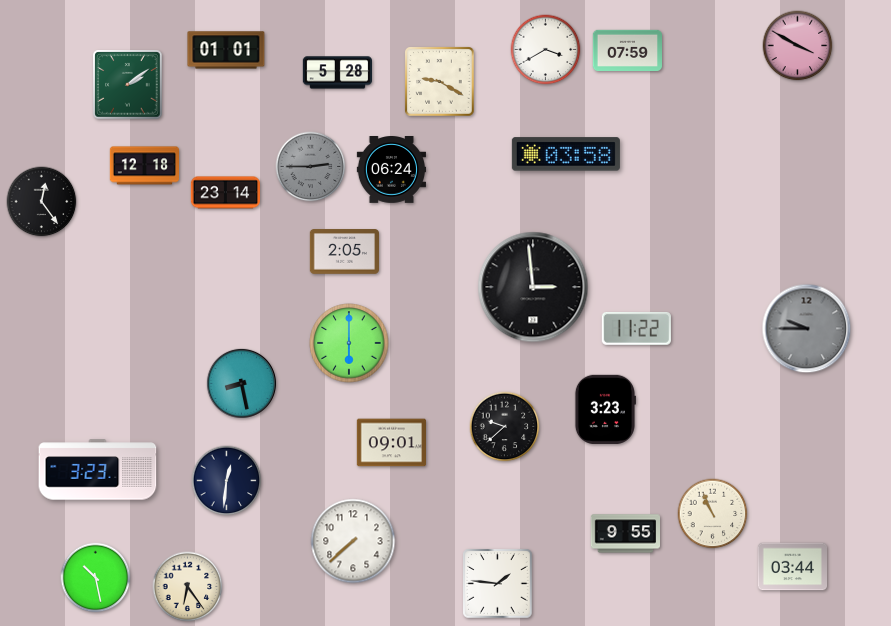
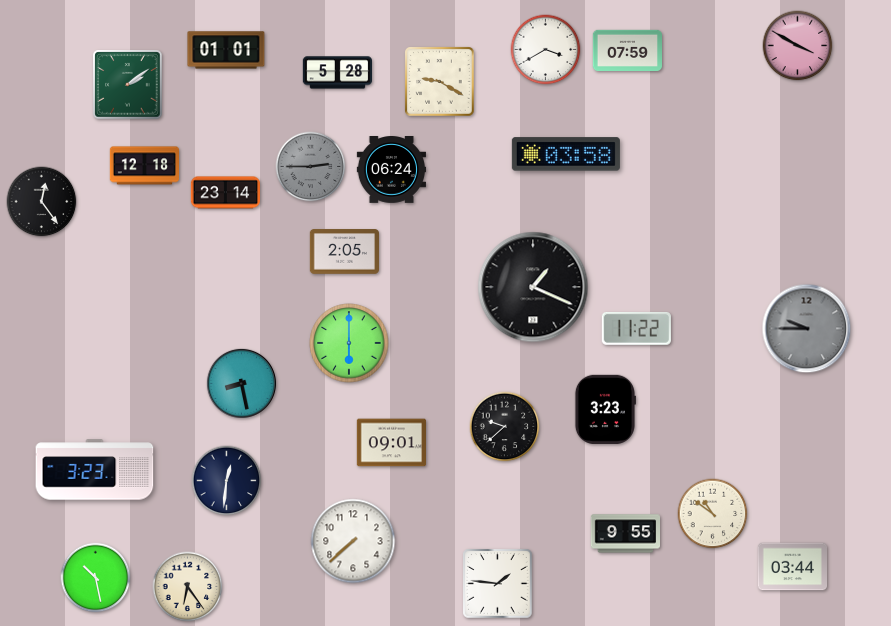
clock at (533, 287): 2:59 -> 1:19
clock at (98, 470) position: (98, 470) -> (95, 470)
clock at (713, 514): 10:56 -> 10:51
